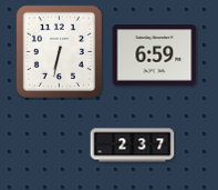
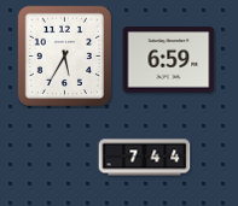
clock at (59, 51): 6:32 -> 5:35
clock at (133, 146): 2:37 -> 7:44
